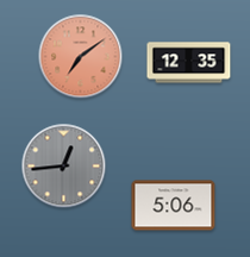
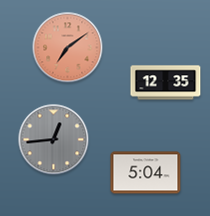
clock at (189, 63) position: (189, 63) -> (166, 83)
clock at (174, 206): 5:06 -> 5:04
